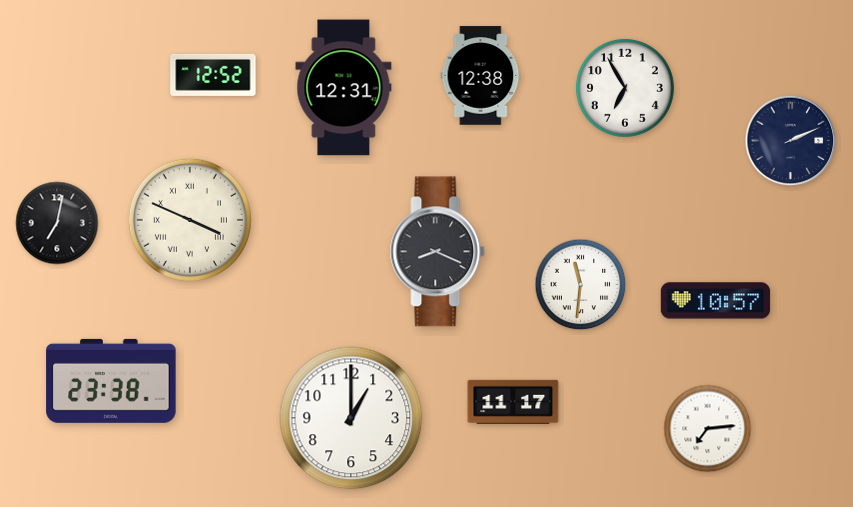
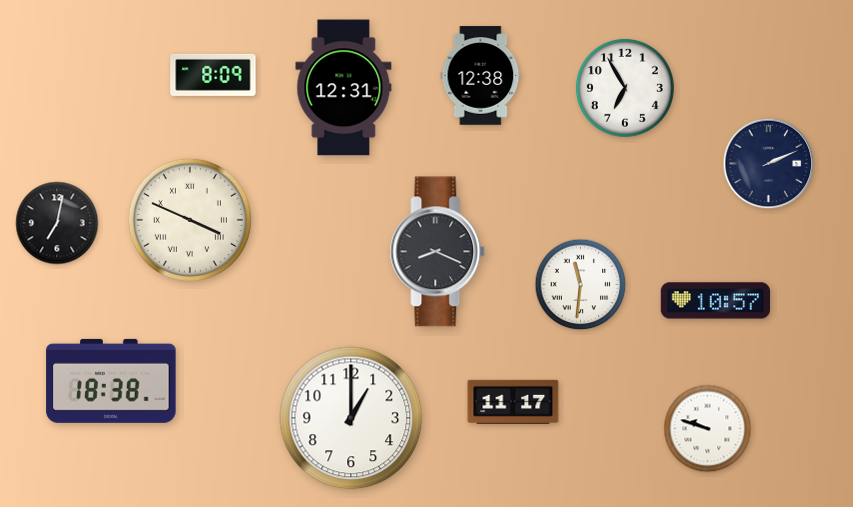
clock at (213, 75): 12:52 -> 8:09
clock at (791, 141) position: (791, 141) -> (769, 164)
clock at (111, 381): 23:38 -> 18:38
clock at (708, 429): 7:14 -> 9:48
